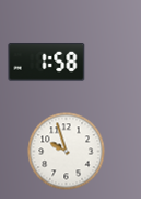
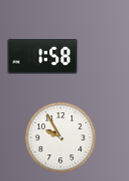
clock at (67, 152): 9:57 -> 9:55
